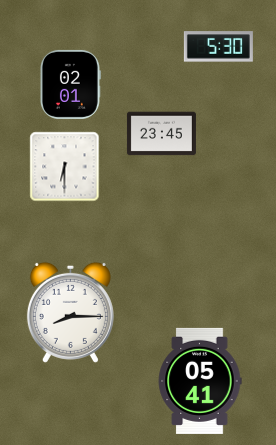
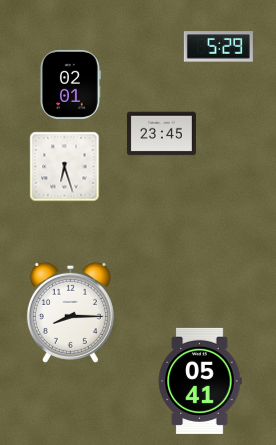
clock at (218, 47): 5:30 -> 5:29
clock at (65, 167): 6:30 -> 6:27
